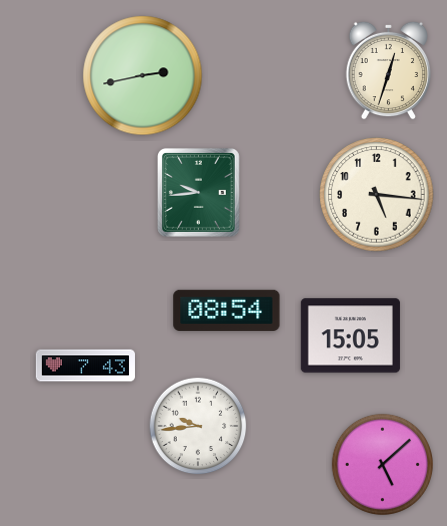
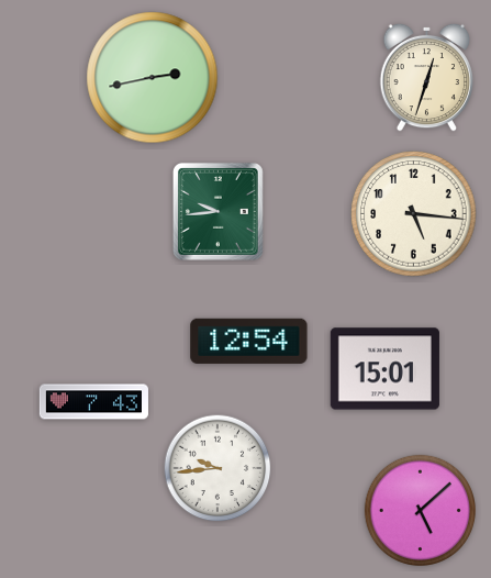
clock at (143, 76) position: (143, 76) -> (153, 78)
clock at (227, 310): 08:54 -> 12:54
clock at (350, 336): 15:05 -> 15:01
